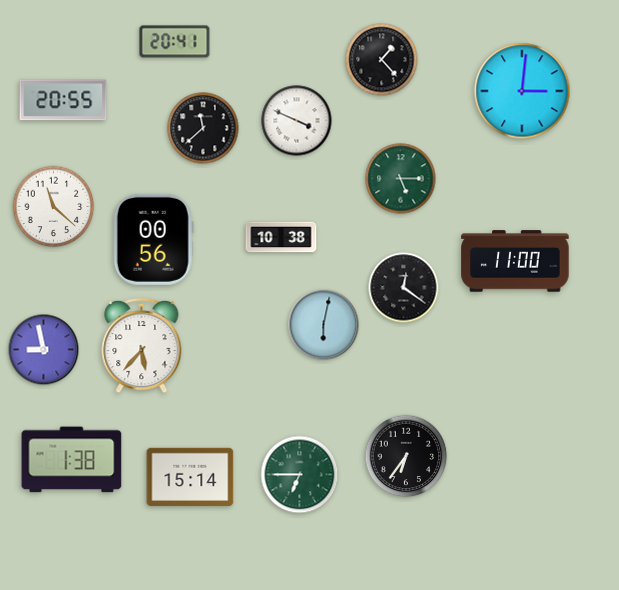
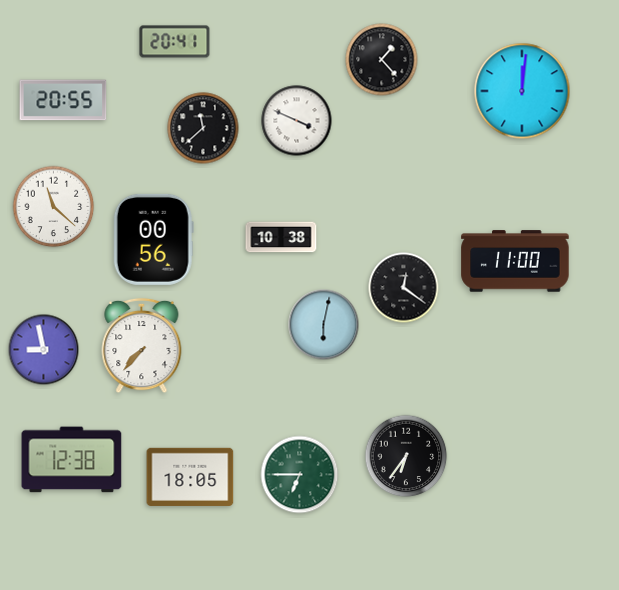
clock at (522, 91): 3:01 -> 12:01
clock at (401, 179): 5:15 -> none
clock at (142, 346): 5:37 -> 7:37
clock at (72, 460): 1:38 -> 12:38
clock at (190, 477): 15:14 -> 18:05
